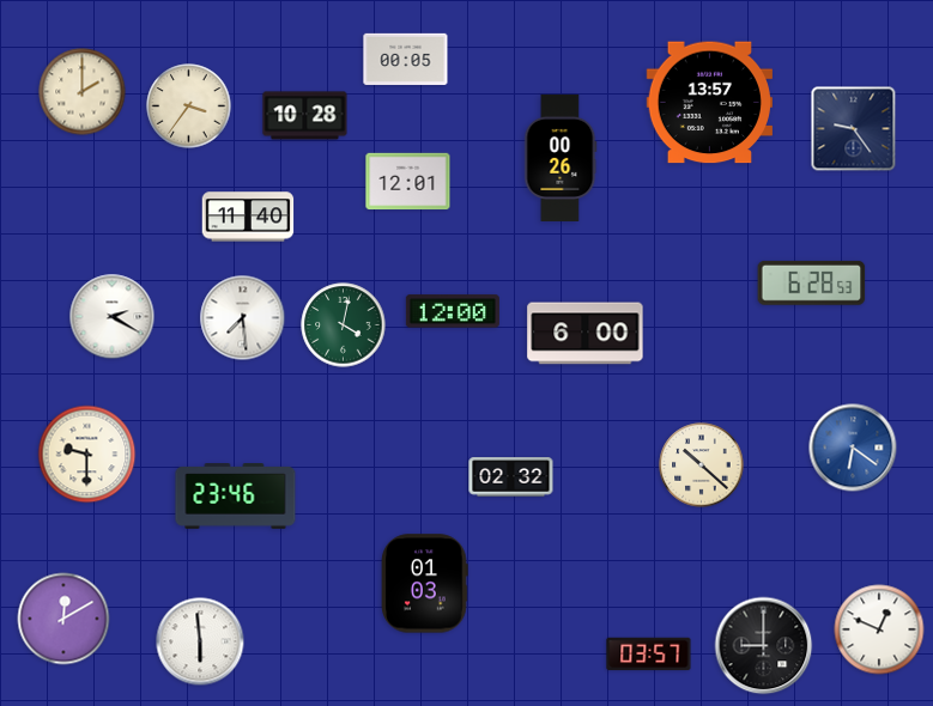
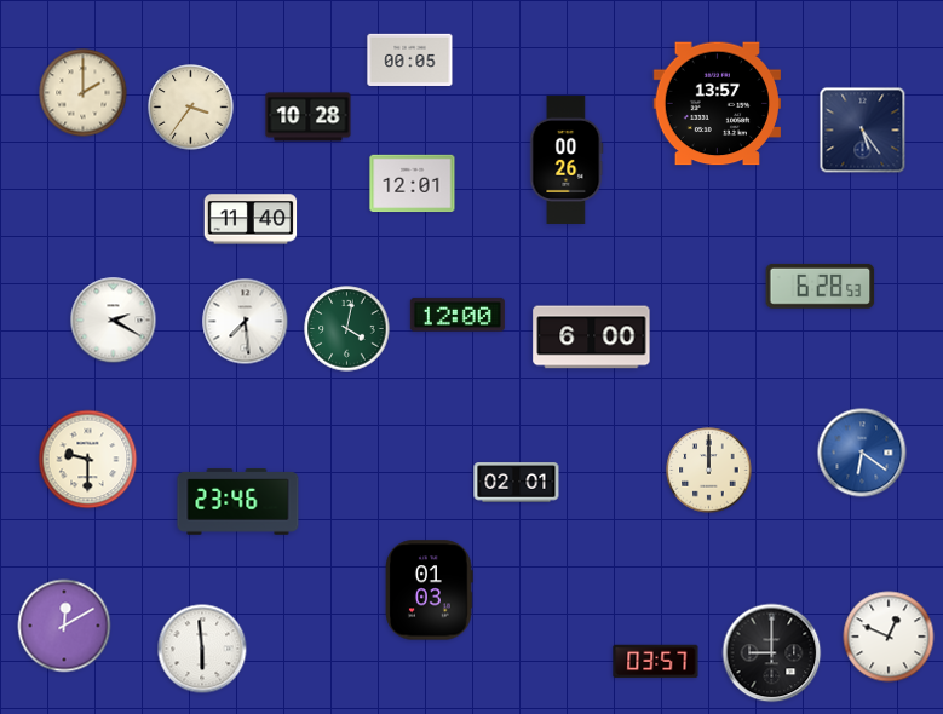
clock at (854, 129): 9:24 -> 5:24
clock at (702, 465): 10:22 -> 12:00
clock at (511, 477): 02:32 -> 02:01
